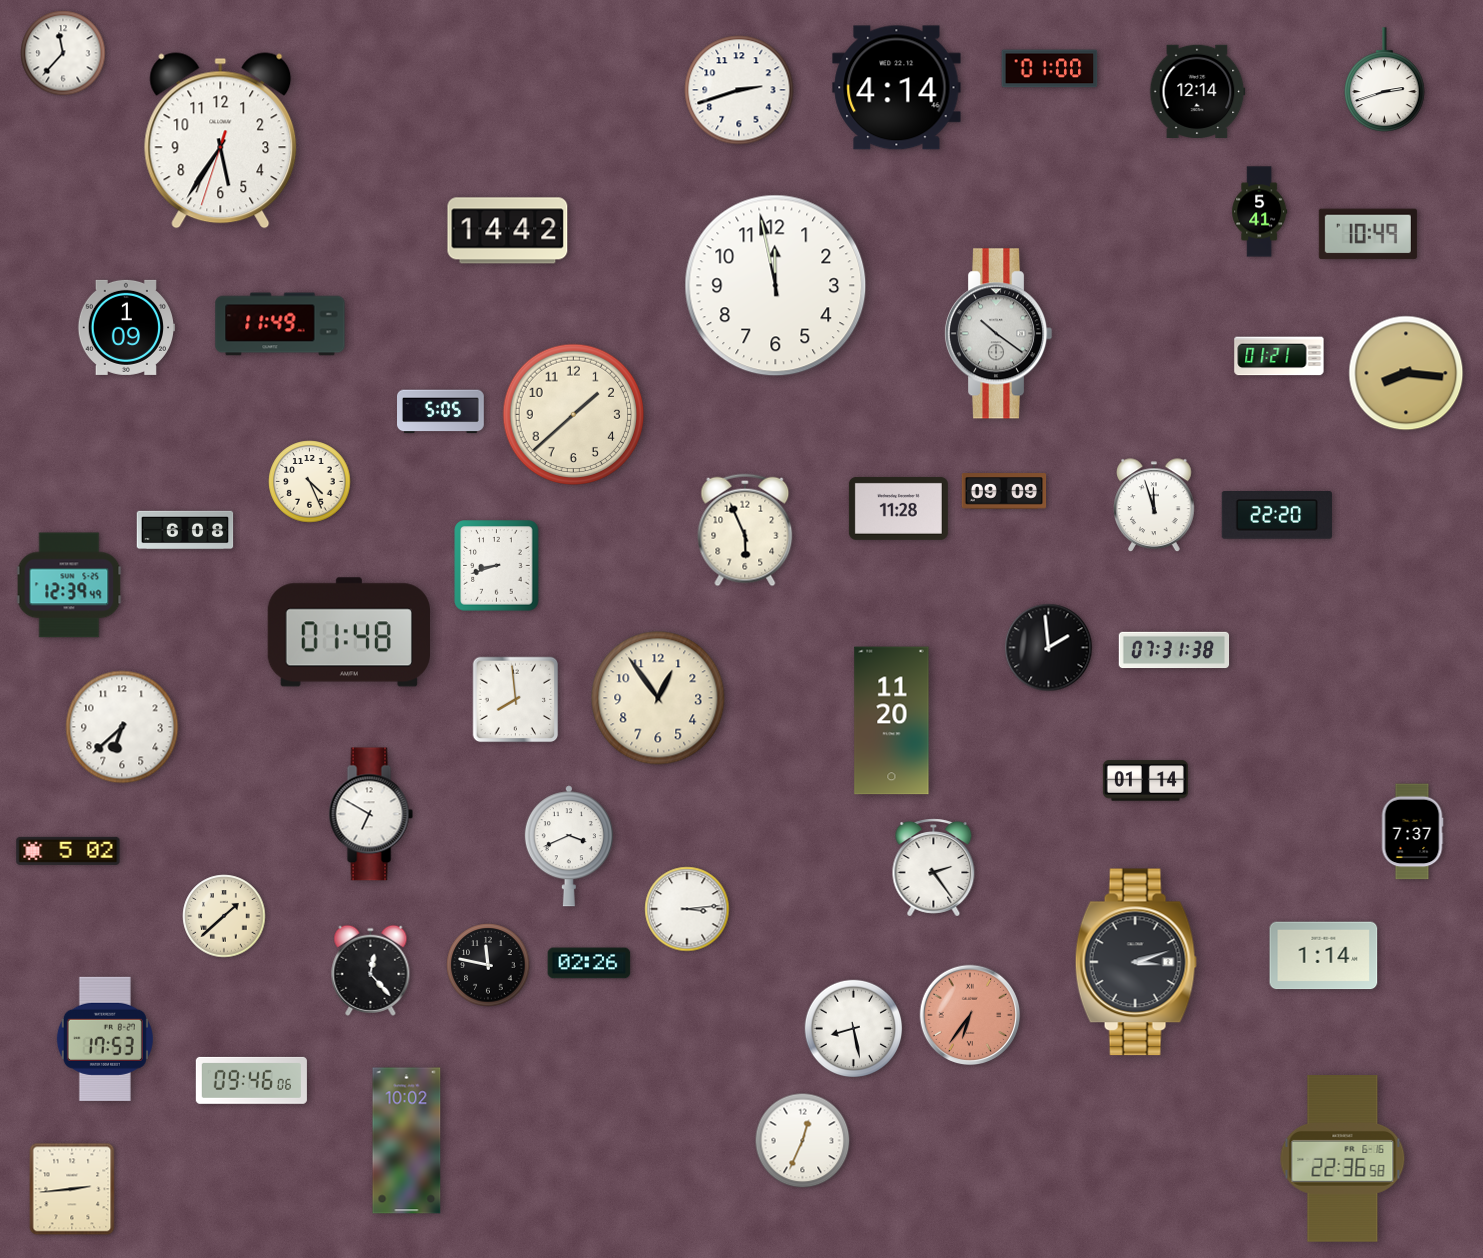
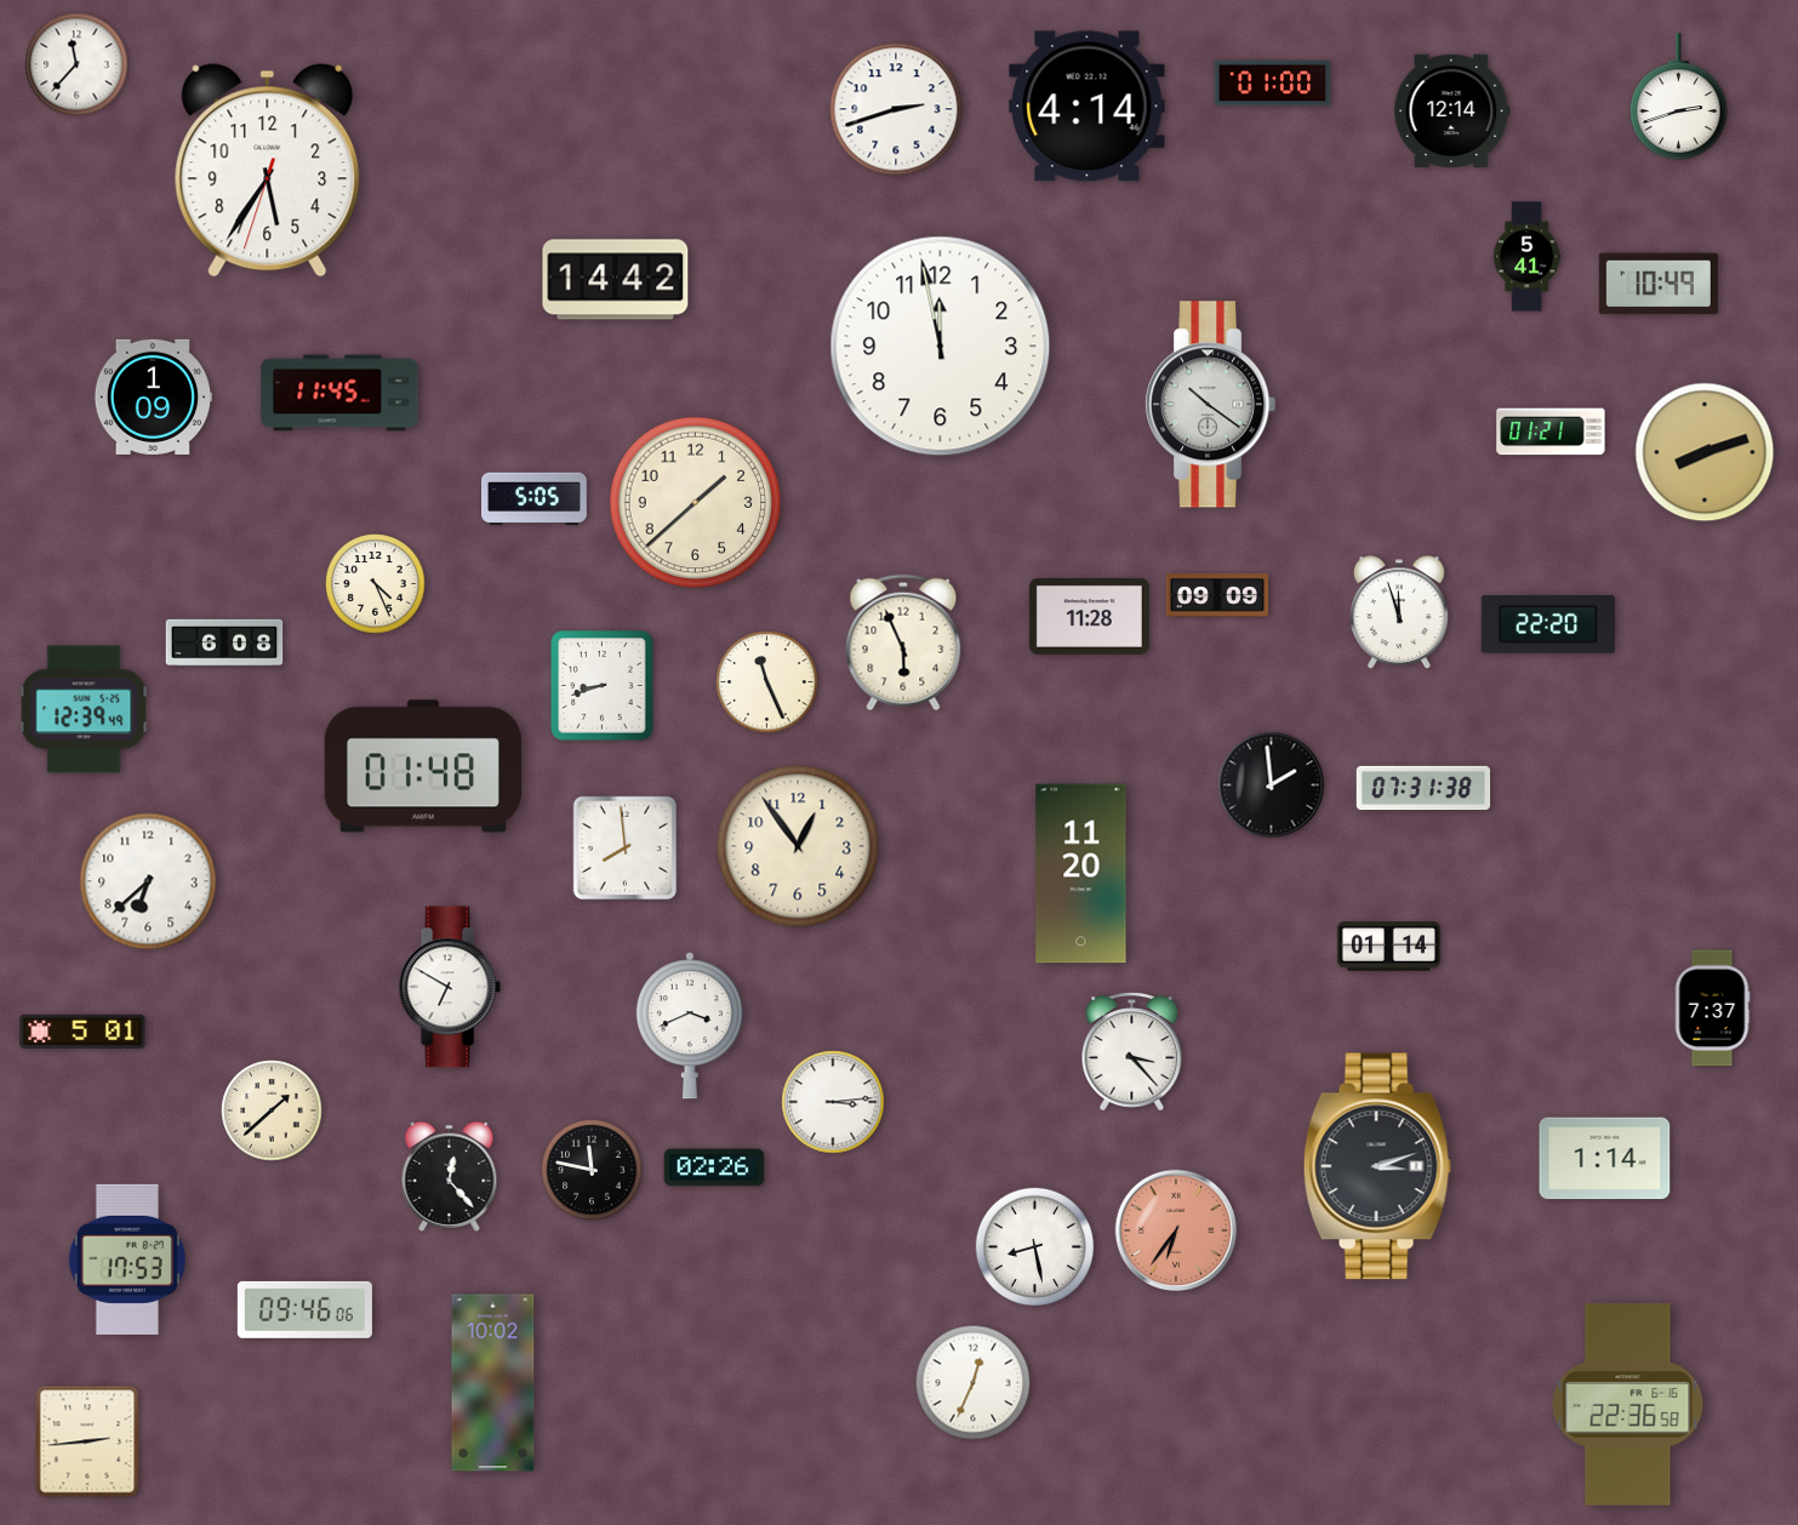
clock at (280, 324): 11:49 -> 11:45
clock at (1406, 373): 8:16 -> 8:12
clock at (767, 682): none -> 11:26
clock at (68, 851): 5:02 -> 5:01
clock at (934, 868): 2:24 -> 3:23
